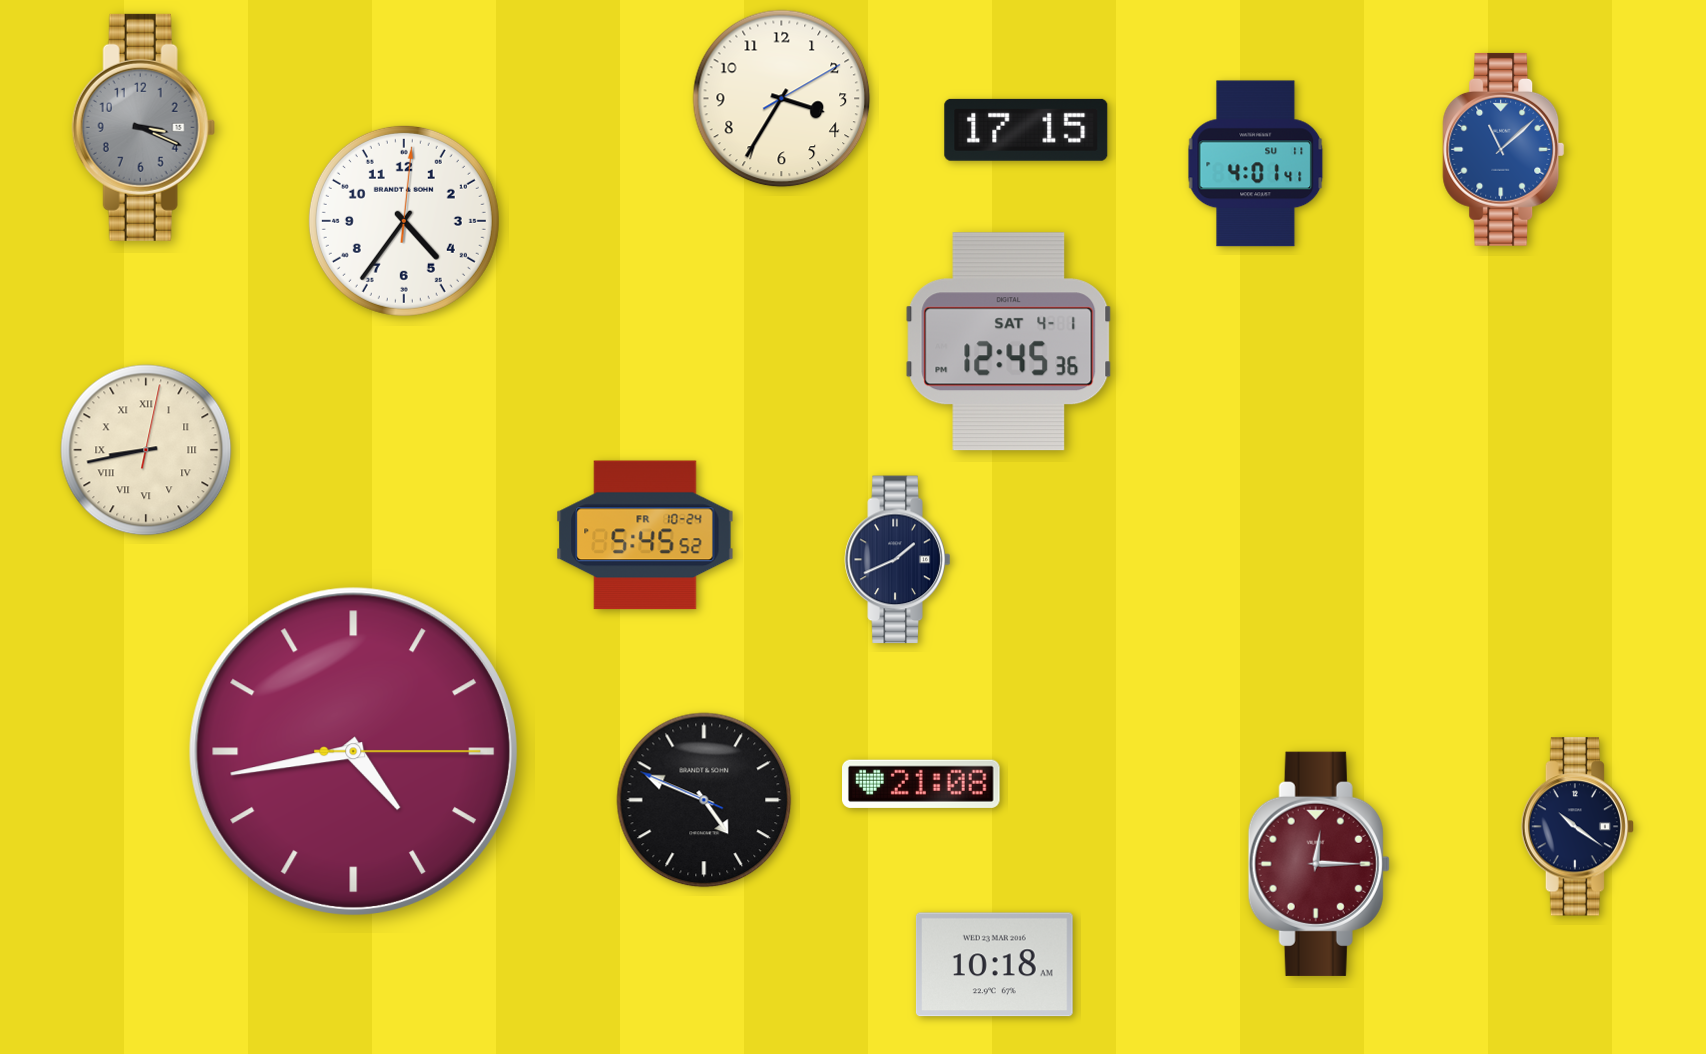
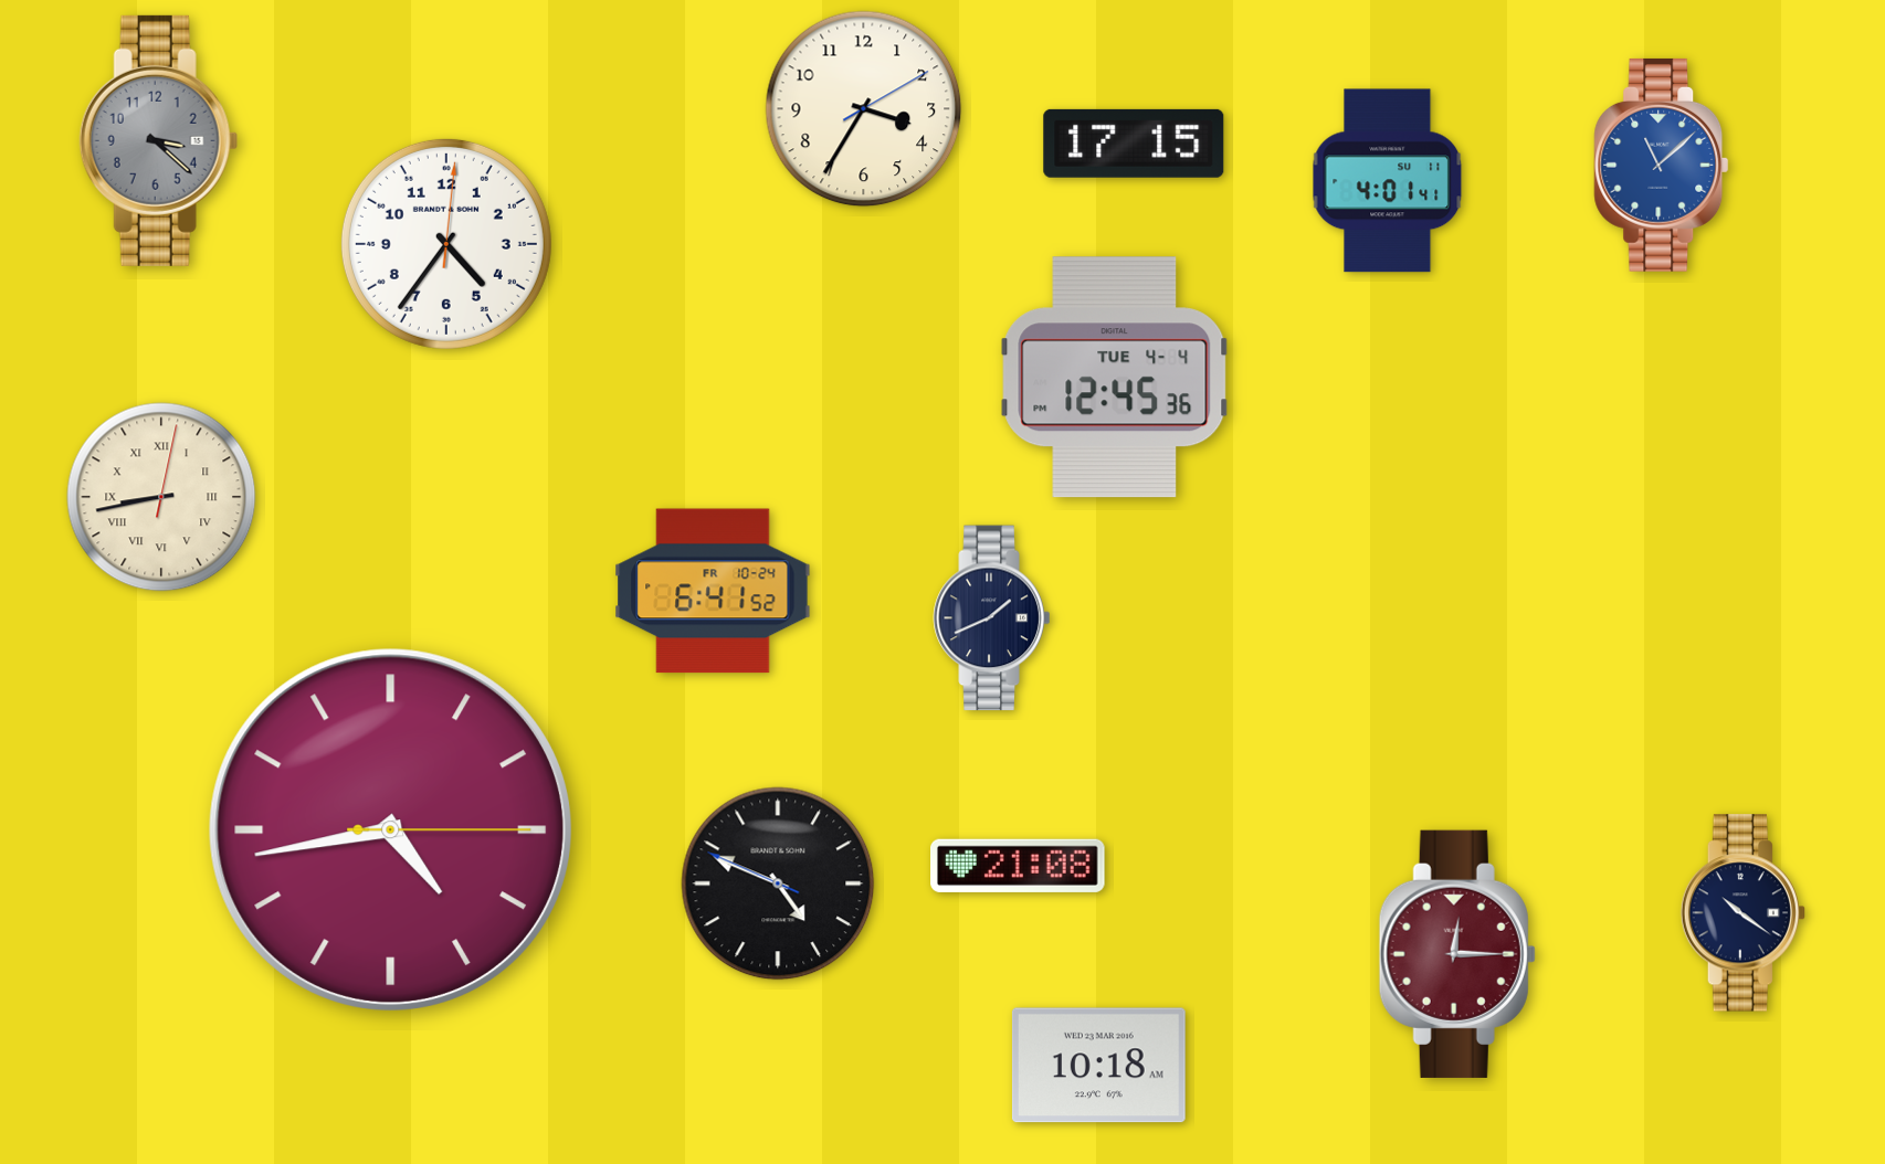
clock at (143, 127): 3:19 -> 3:22
clock at (1009, 342) date: SAT 4-1 -> TUE 4-4
clock at (645, 535): 5:45 -> 6:41
